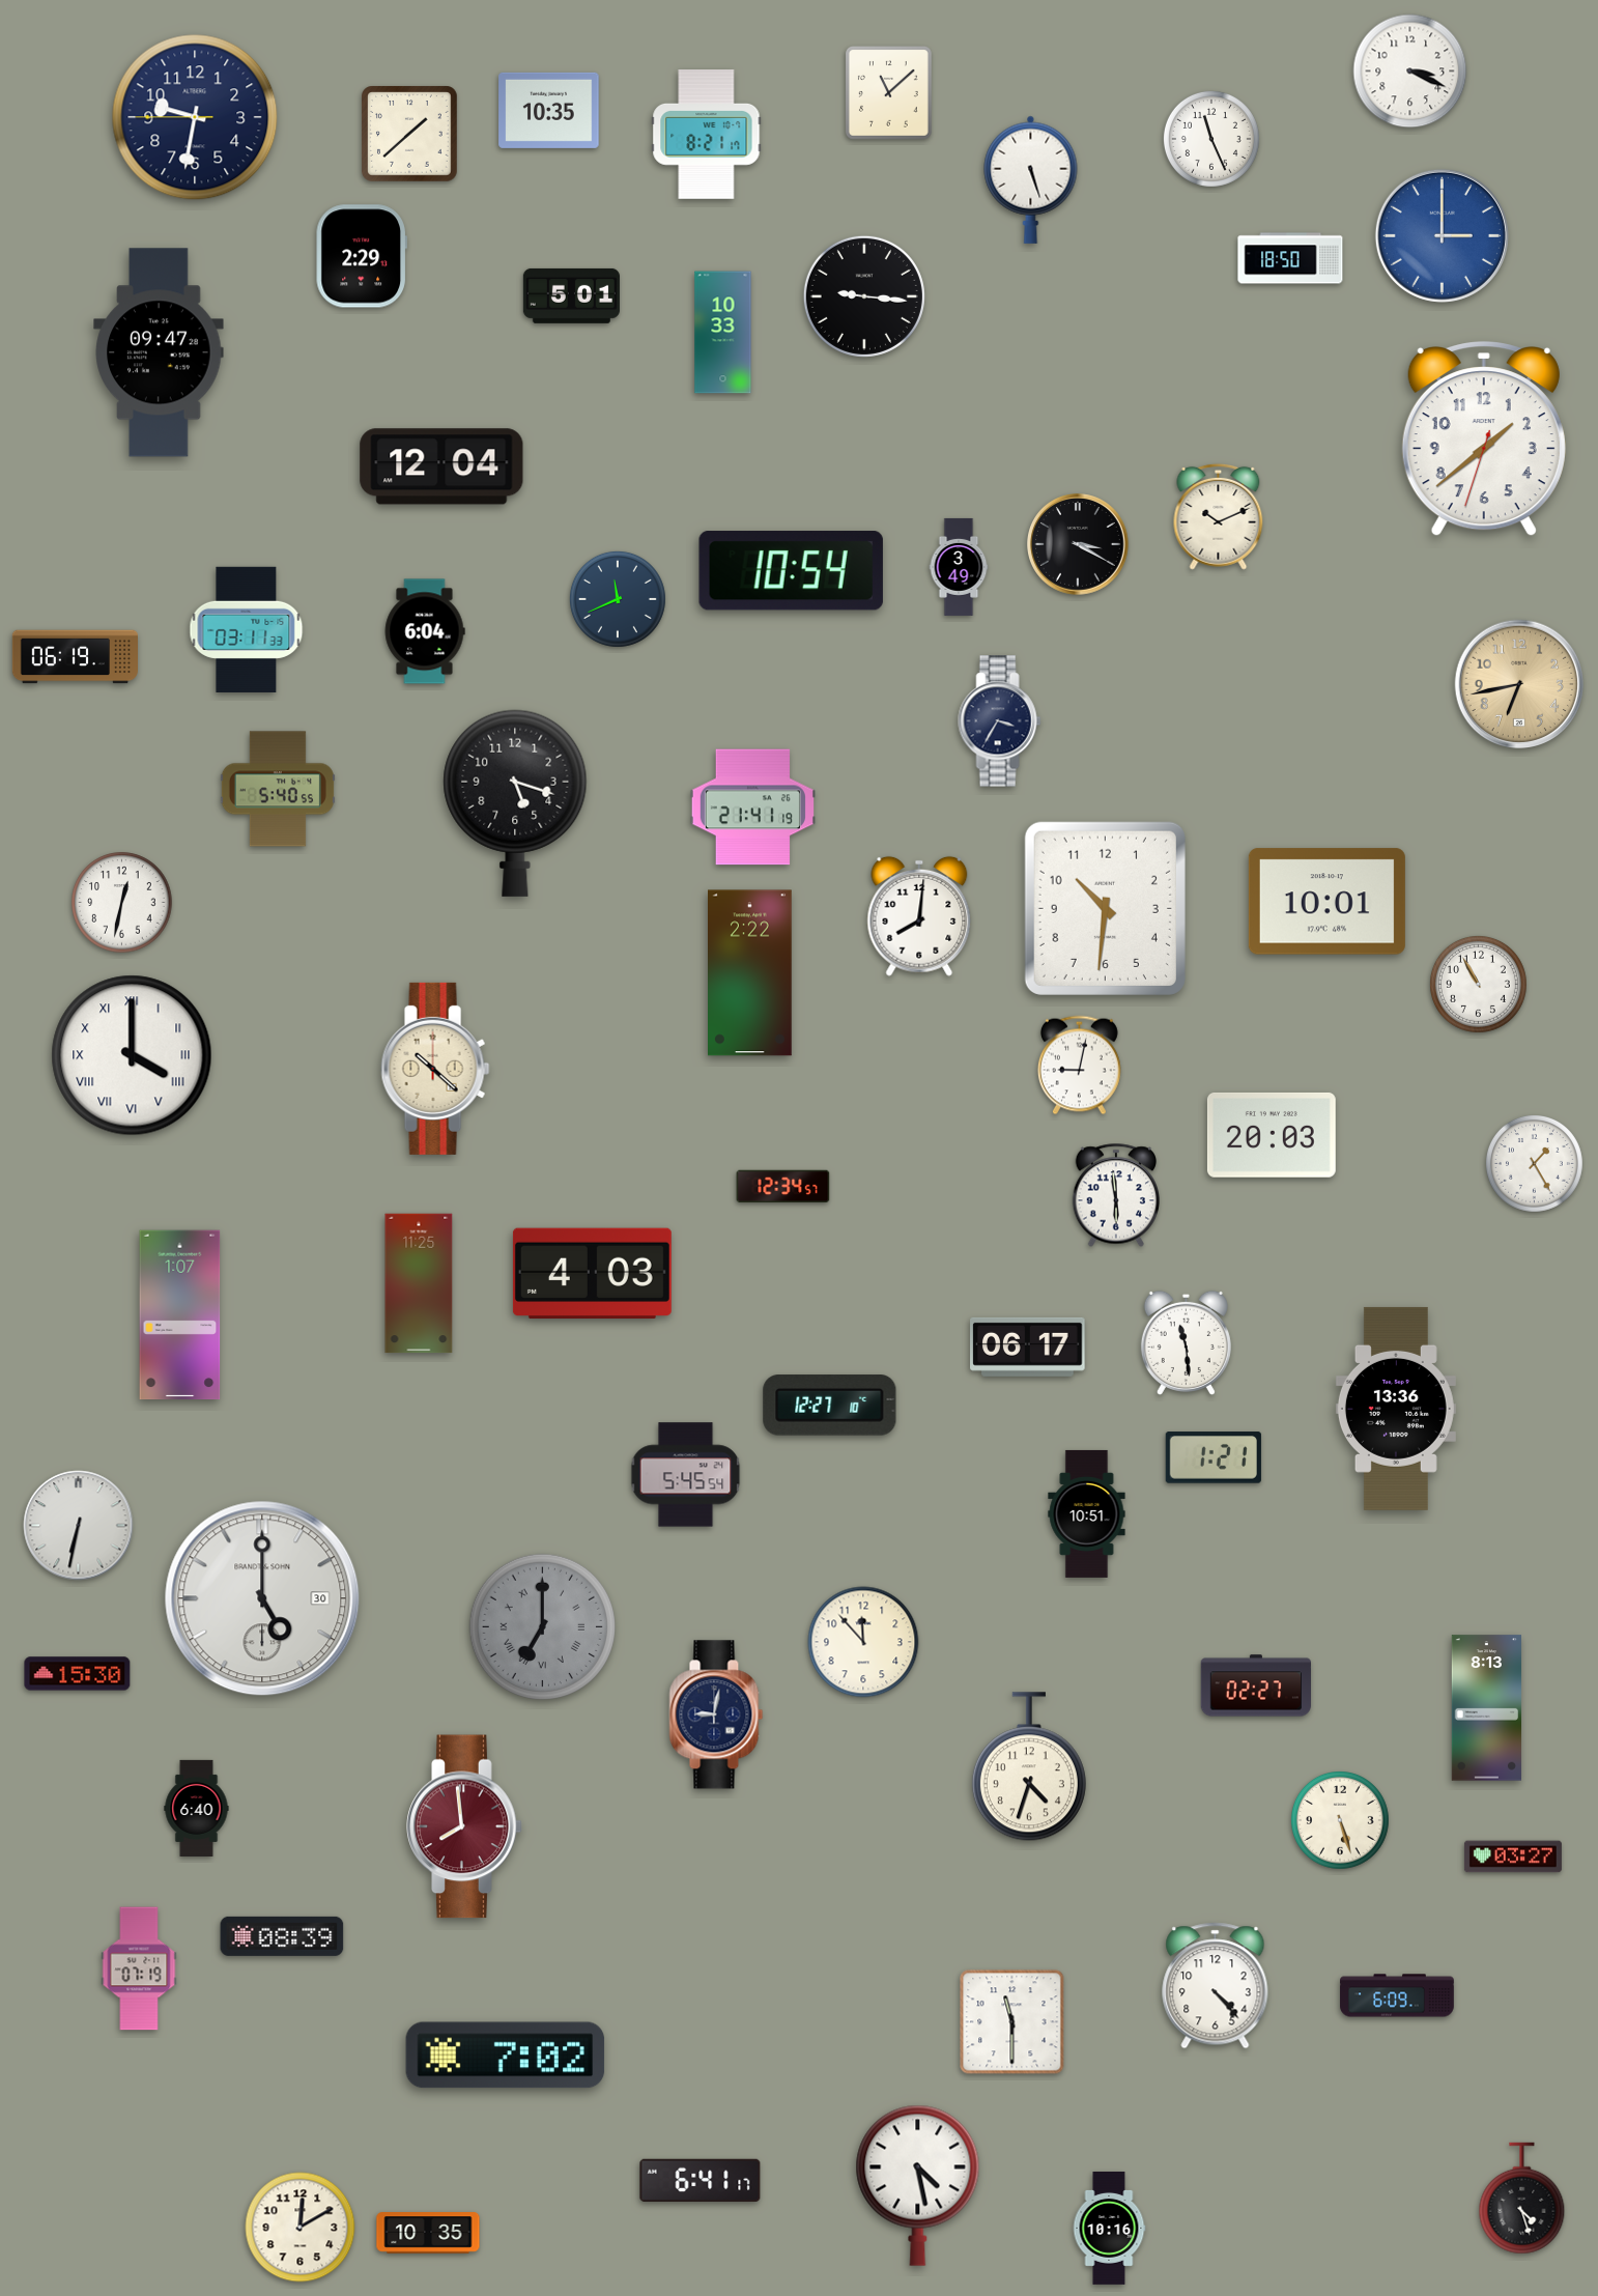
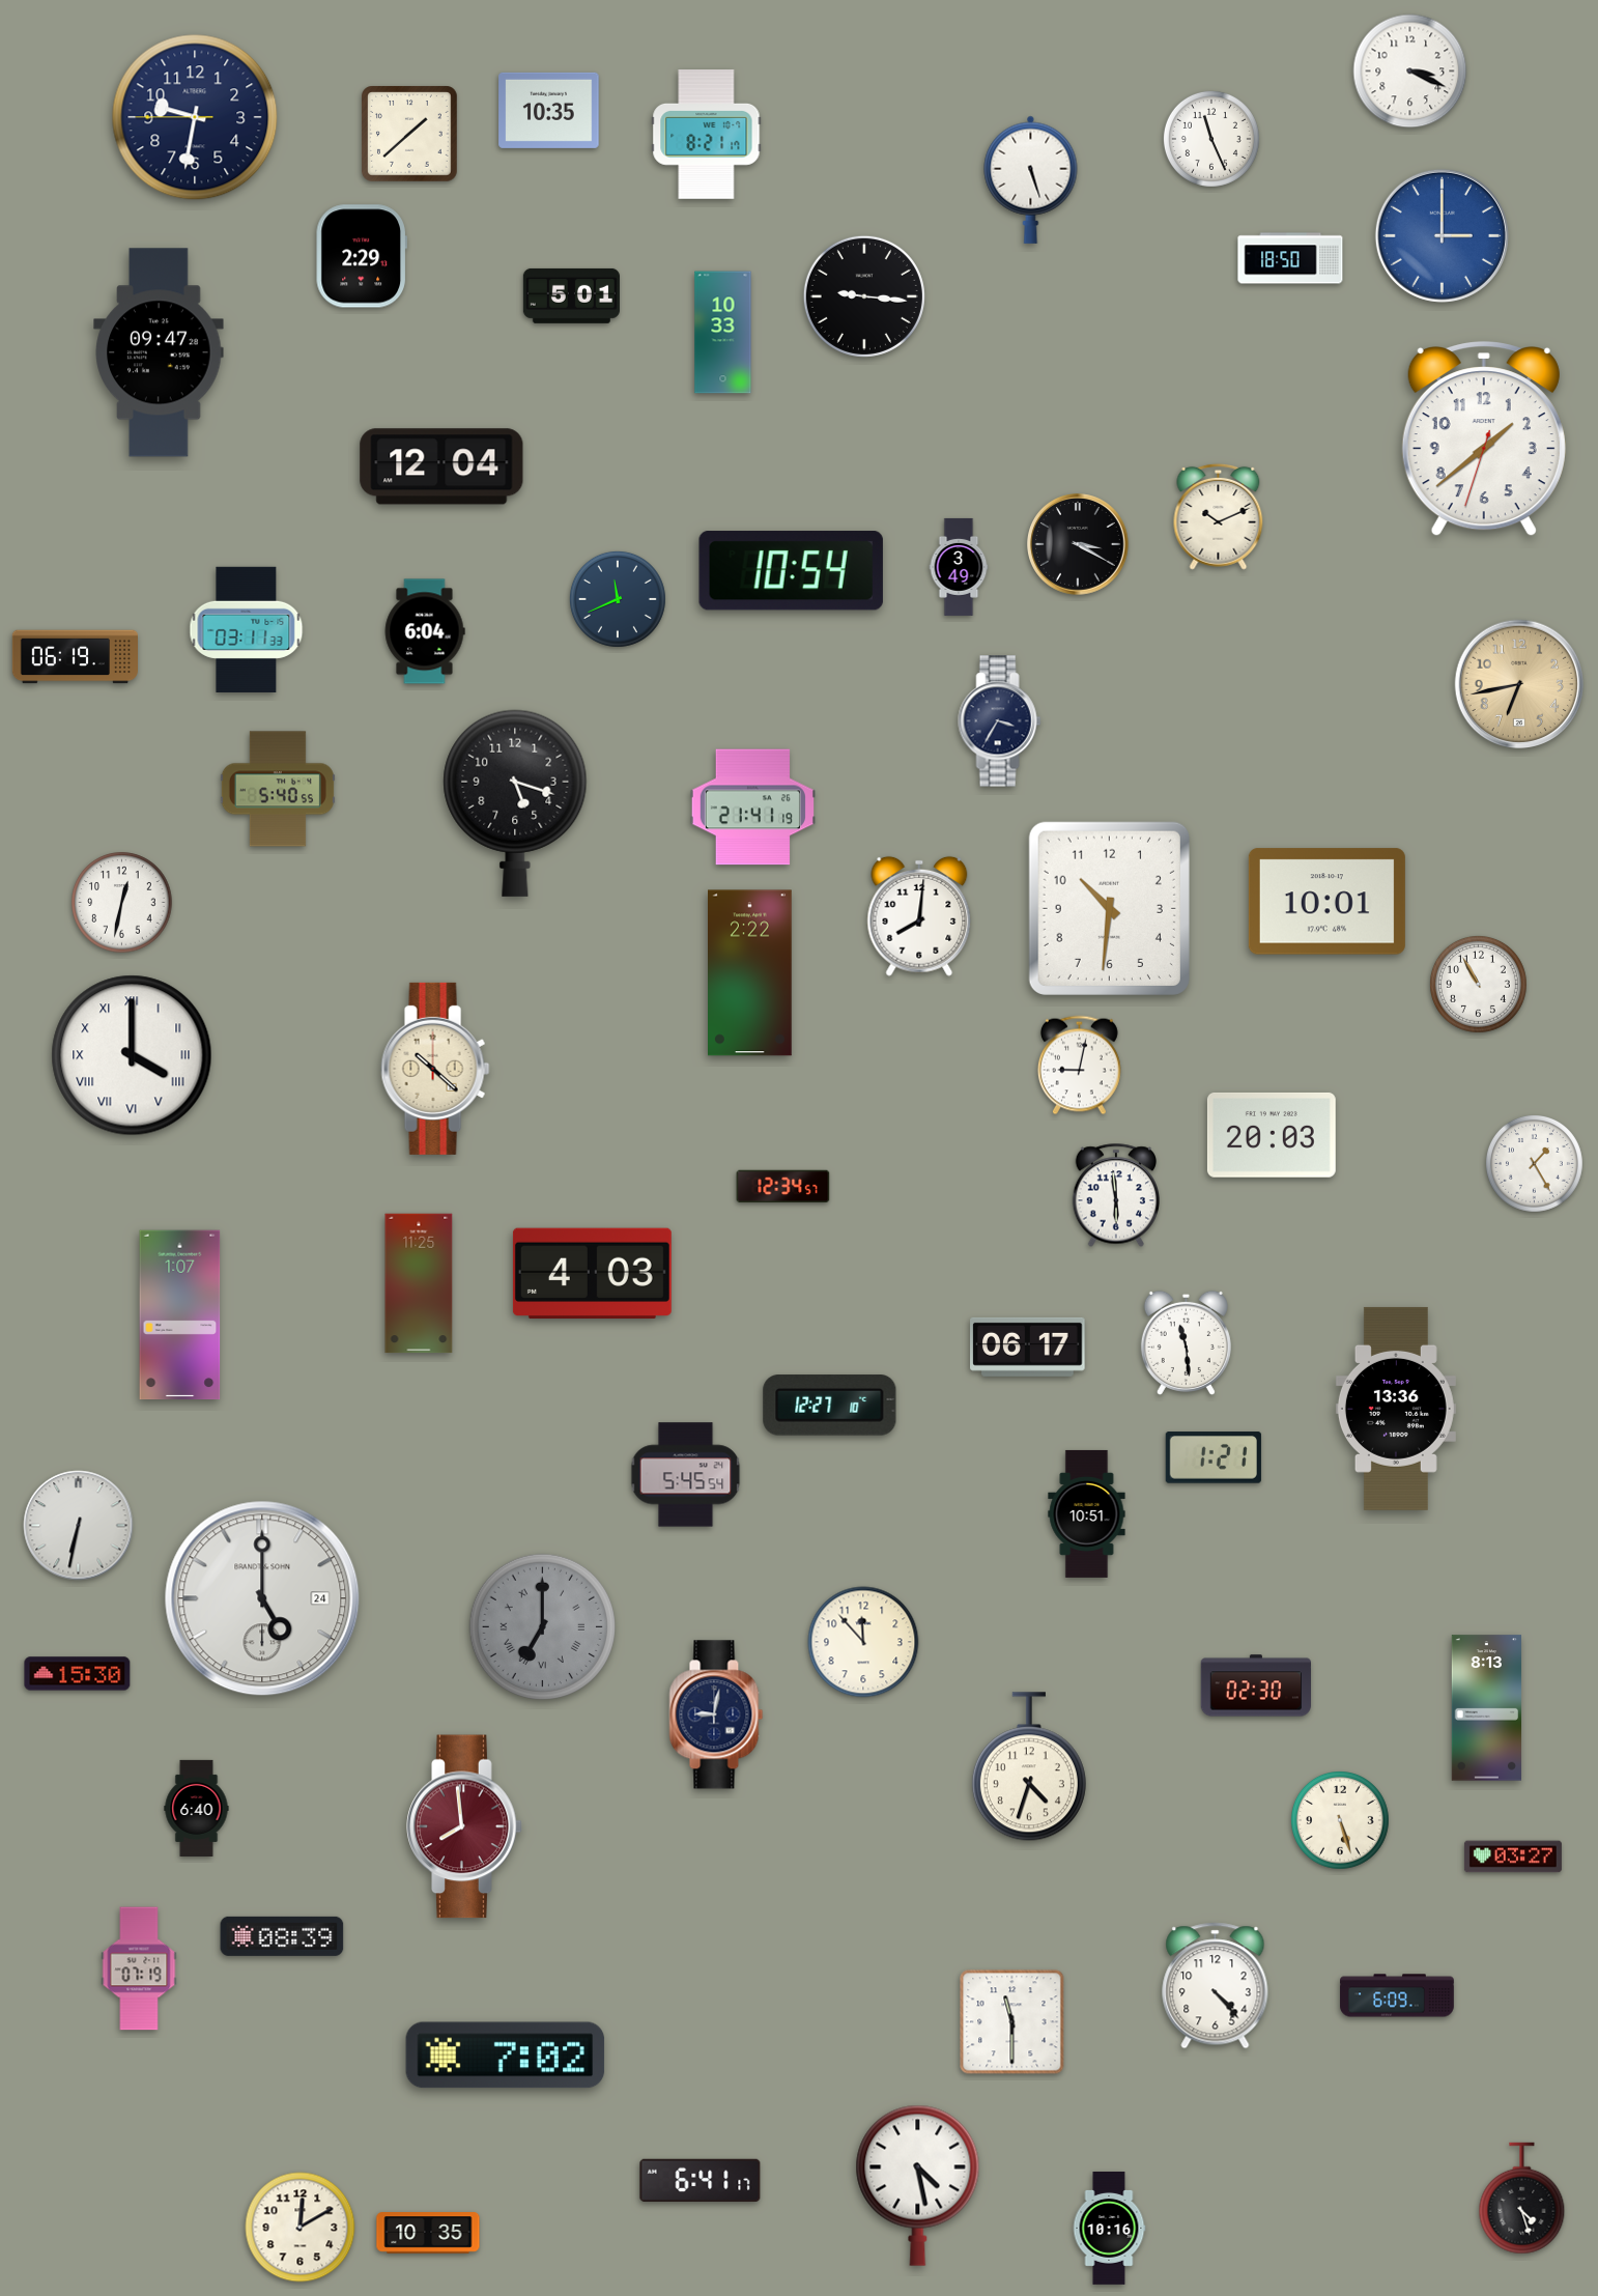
clock at (888, 92): 11:08 -> none
clock at (1105, 908) position: (1105, 908) -> (1109, 908)
clock at (262, 1598) date: 30 -> 24
clock at (1255, 1685): 02:27 -> 02:30
